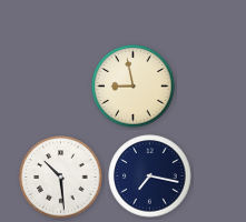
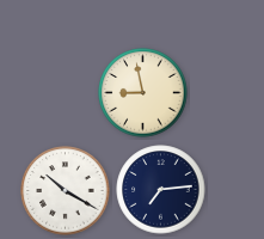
clock at (150, 176): 7:17 -> 7:14
clock at (61, 178): 10:29 -> 10:20
